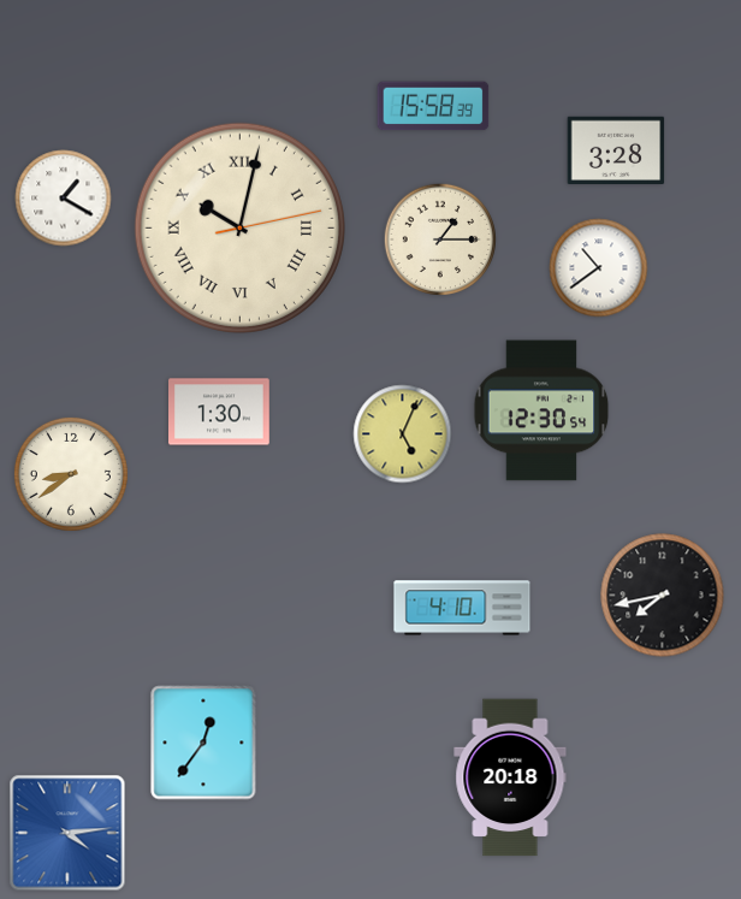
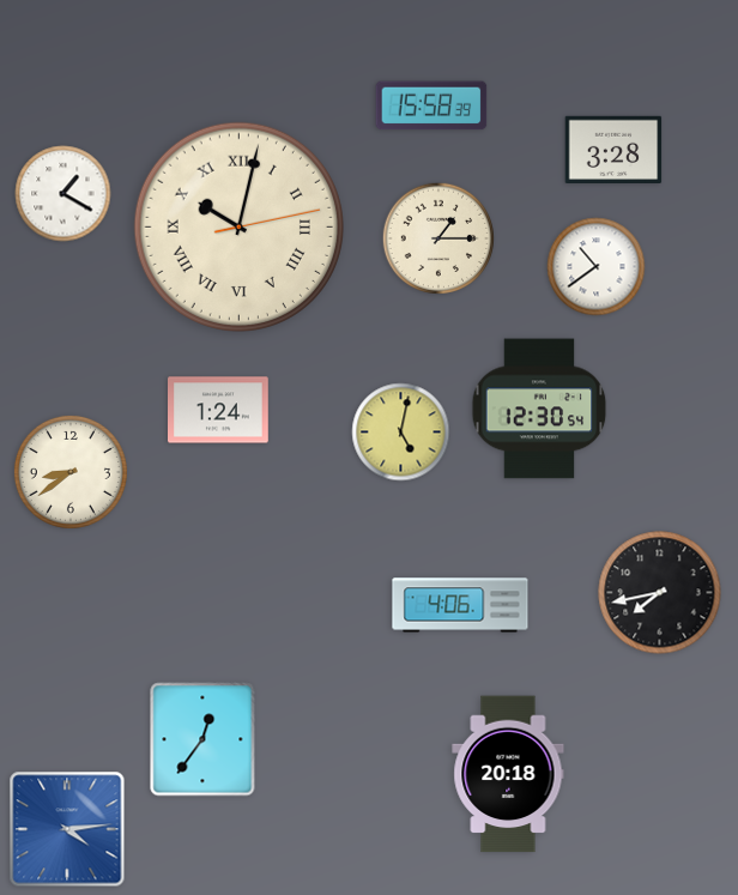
clock at (64, 199) position: (64, 199) -> (63, 194)
clock at (220, 412): 1:30 -> 1:24
clock at (403, 434): 5:04 -> 5:02
clock at (462, 608): 4:10 -> 4:06
